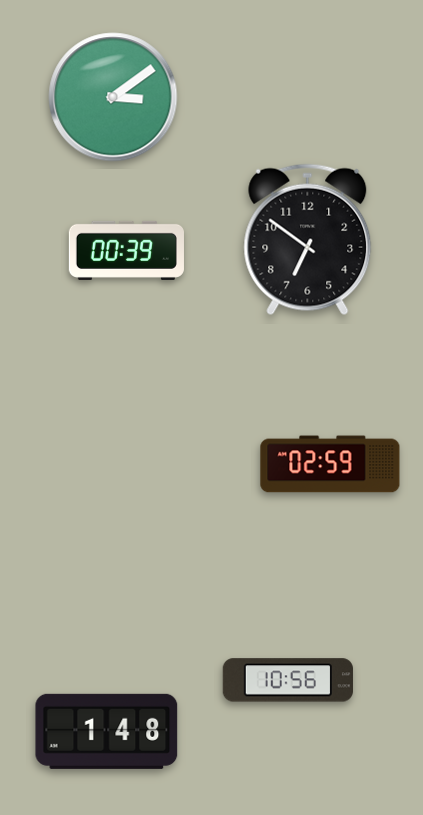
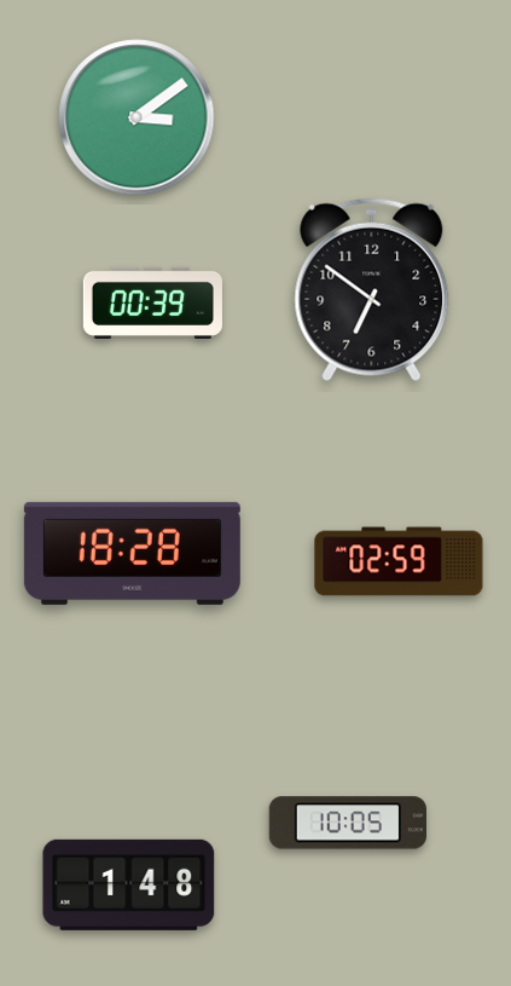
clock at (132, 553): none -> 18:28
clock at (288, 680): 10:56 -> 10:05
